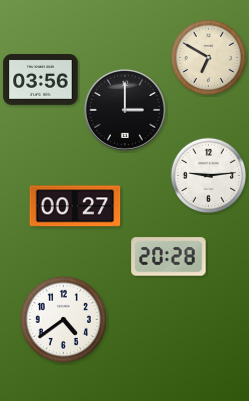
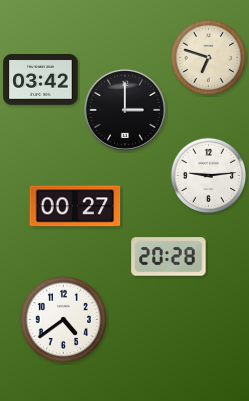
clock at (209, 58): 6:50 -> 6:48
clock at (41, 80): 03:56 -> 03:42
